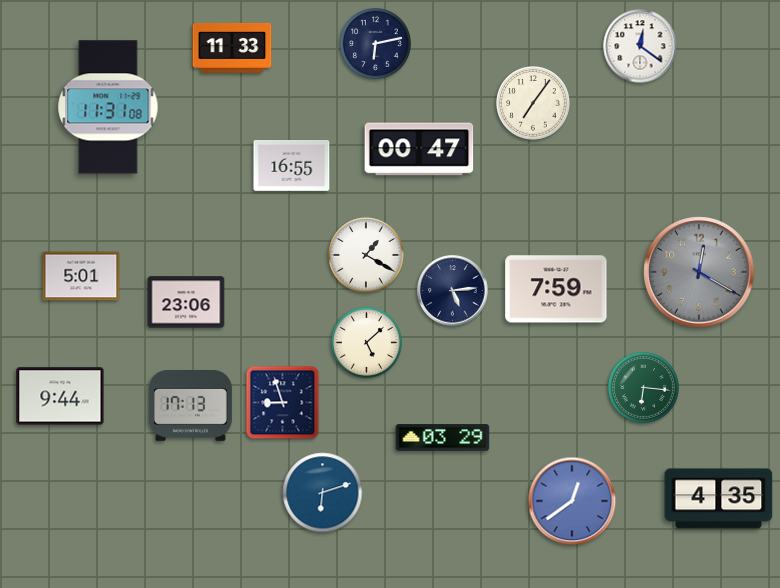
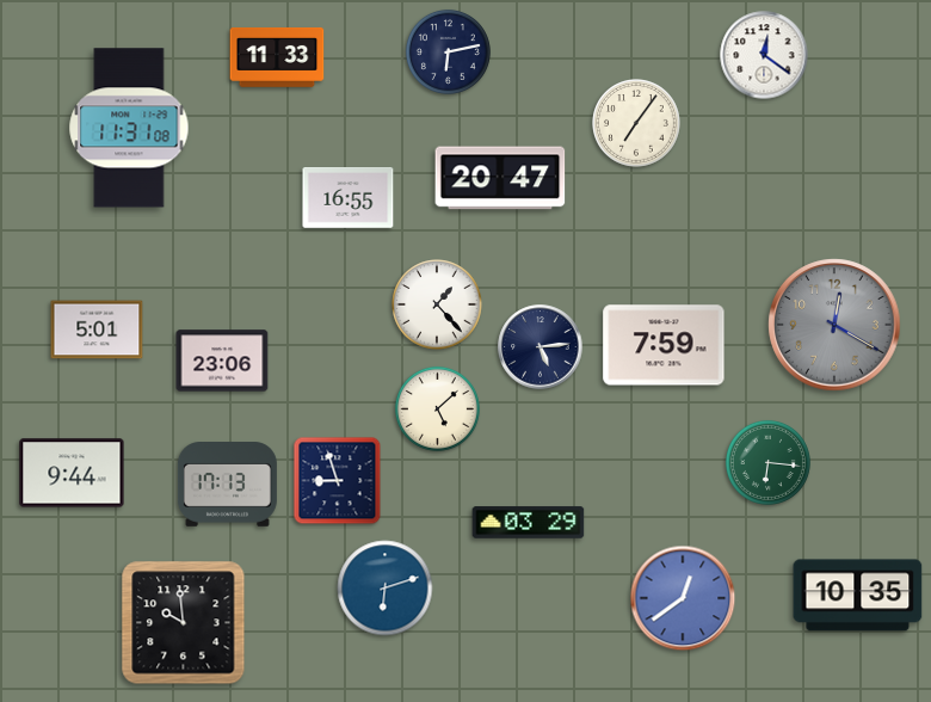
clock at (419, 149): 00:47 -> 20:47
clock at (366, 255): 1:20 -> 1:23
clock at (719, 499): 4:35 -> 10:35
clock at (184, 623): none -> 9:59
